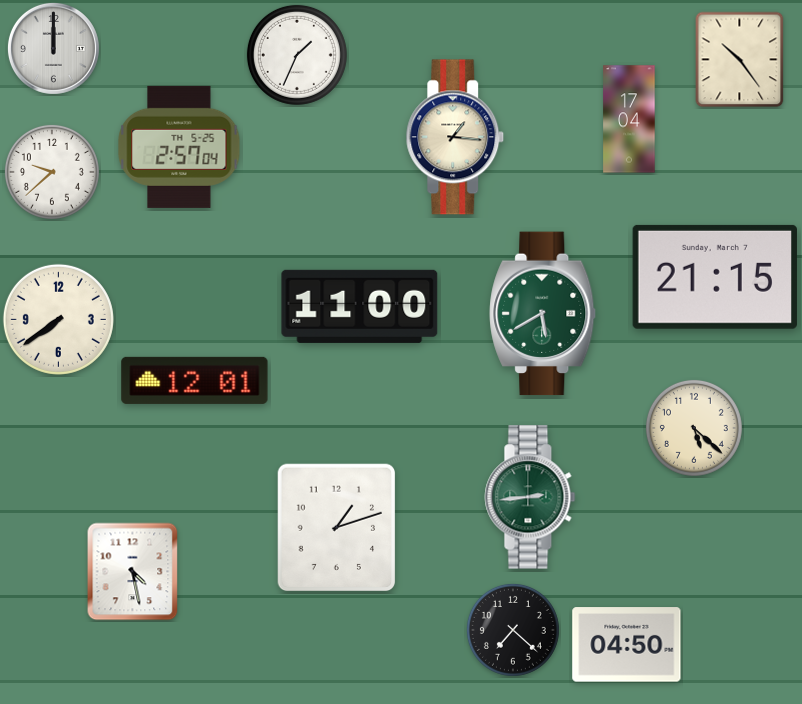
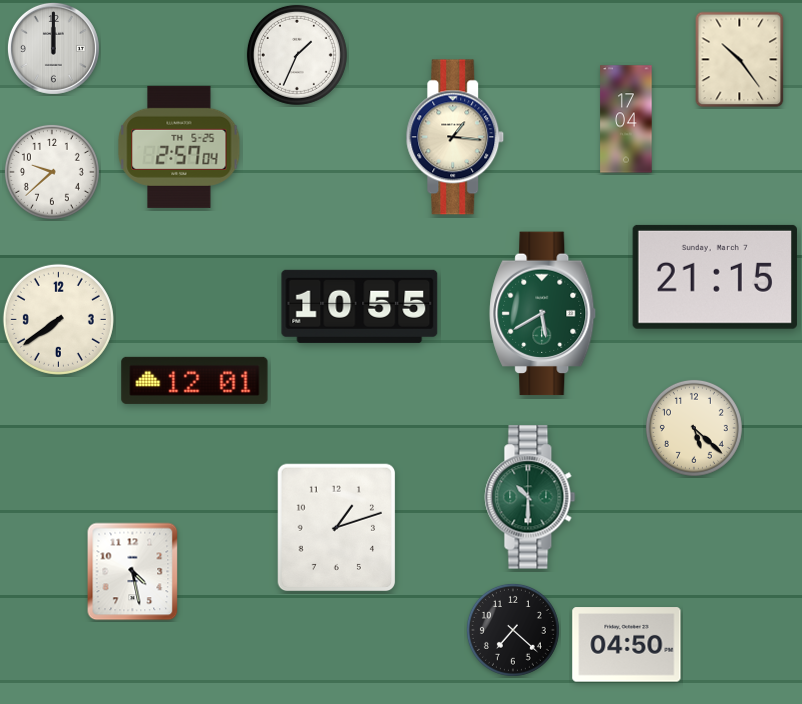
clock at (629, 119) position: (629, 119) -> (626, 119)
clock at (360, 306): 11:00 -> 10:55
clock at (530, 497): 2:44 -> 10:30
